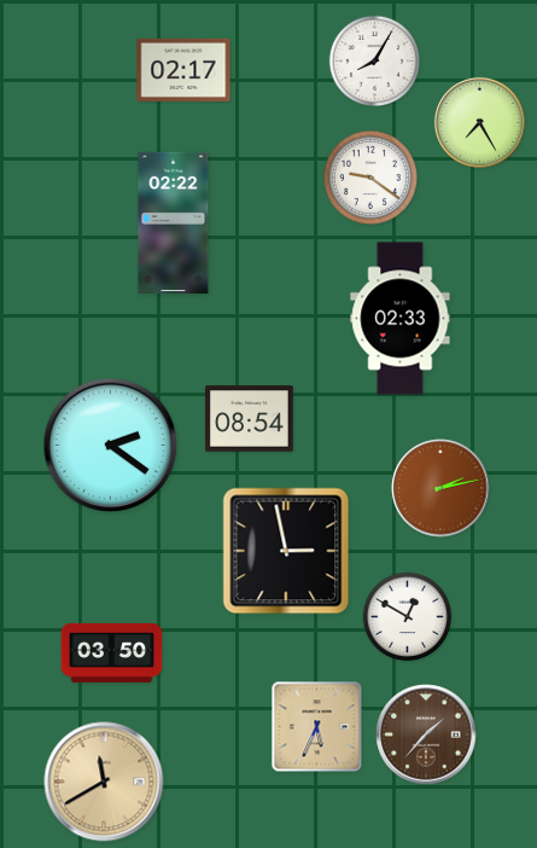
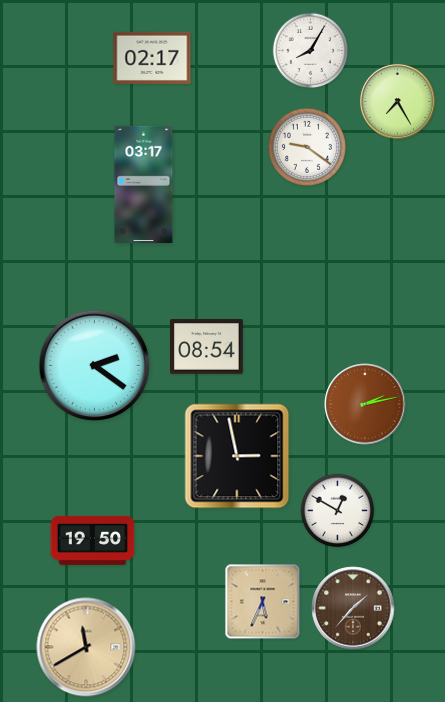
clock at (174, 222): 02:22 -> 03:17
clock at (401, 319): 02:33 -> none
clock at (111, 446) position: (111, 446) -> (95, 366)
clock at (112, 652): 03:50 -> 19:50
